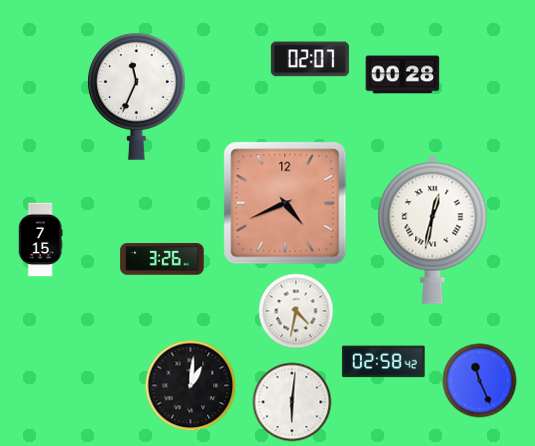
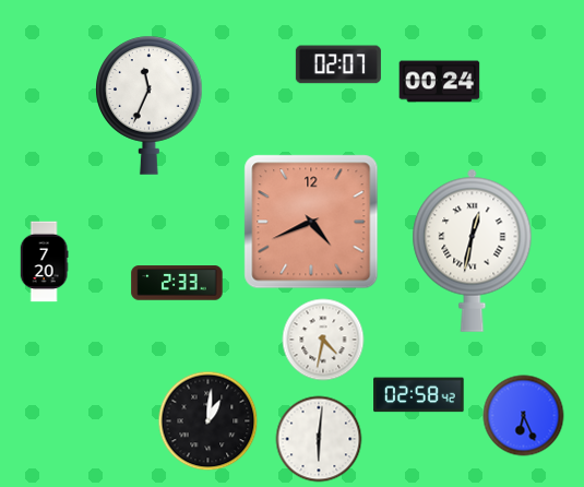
clock at (403, 75): 00:28 -> 00:24
clock at (40, 240): 7:15 -> 7:20
clock at (162, 259): 3:26 -> 2:33
clock at (480, 381): 11:26 -> 6:26
